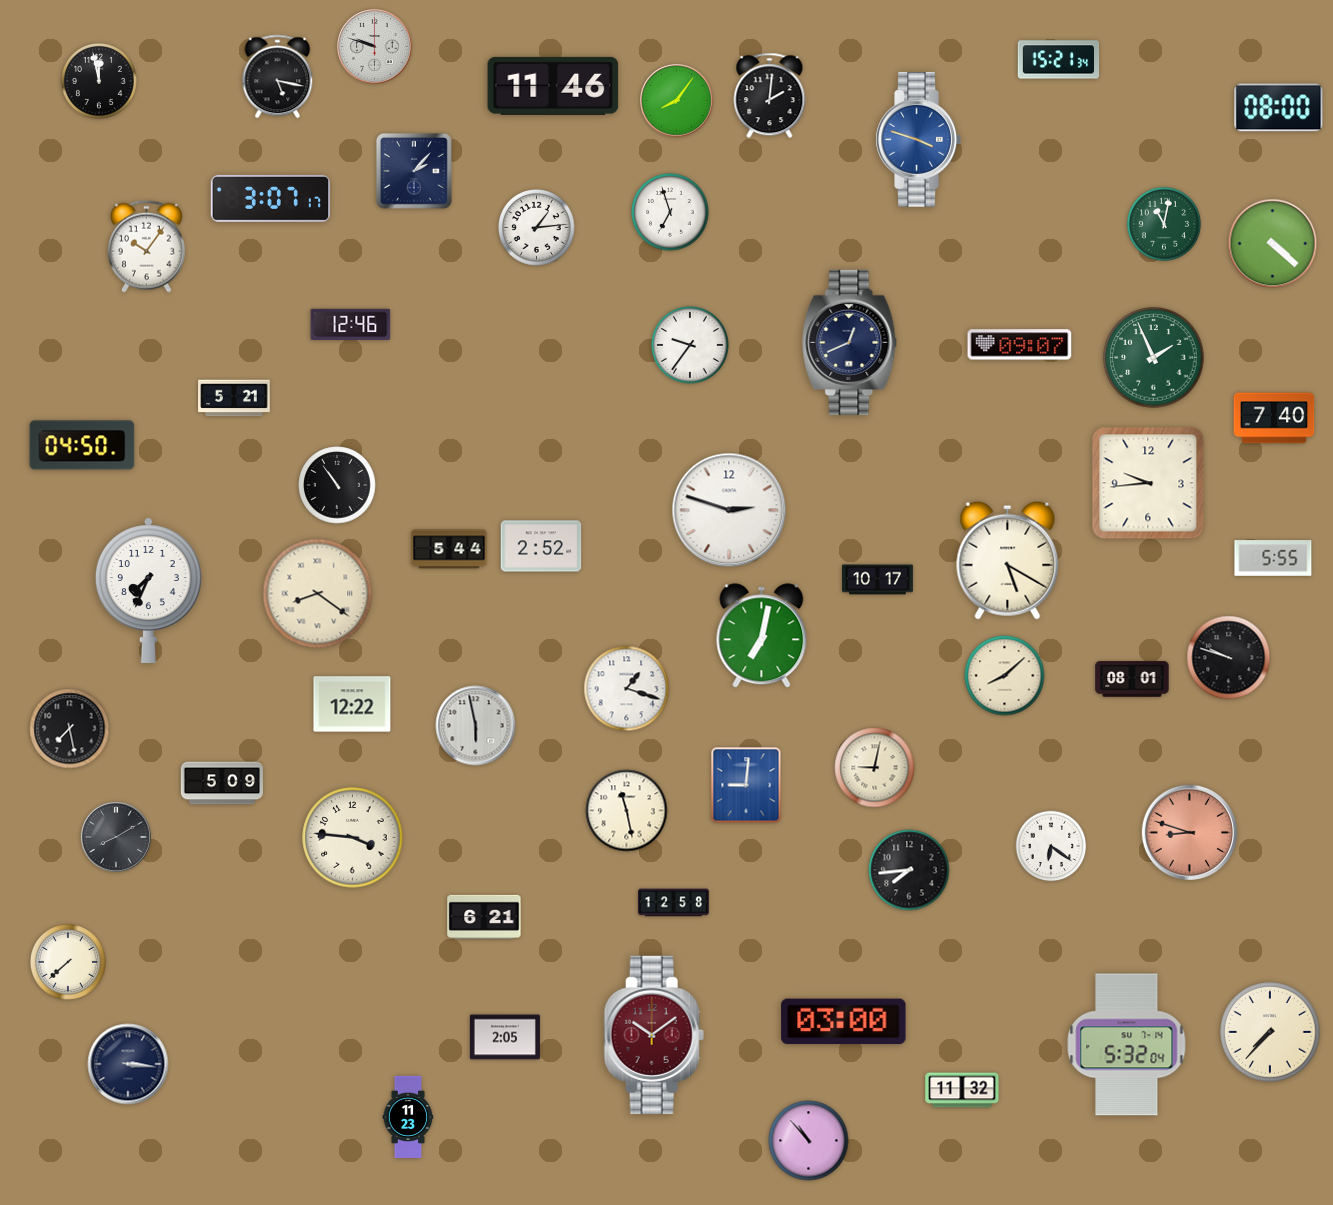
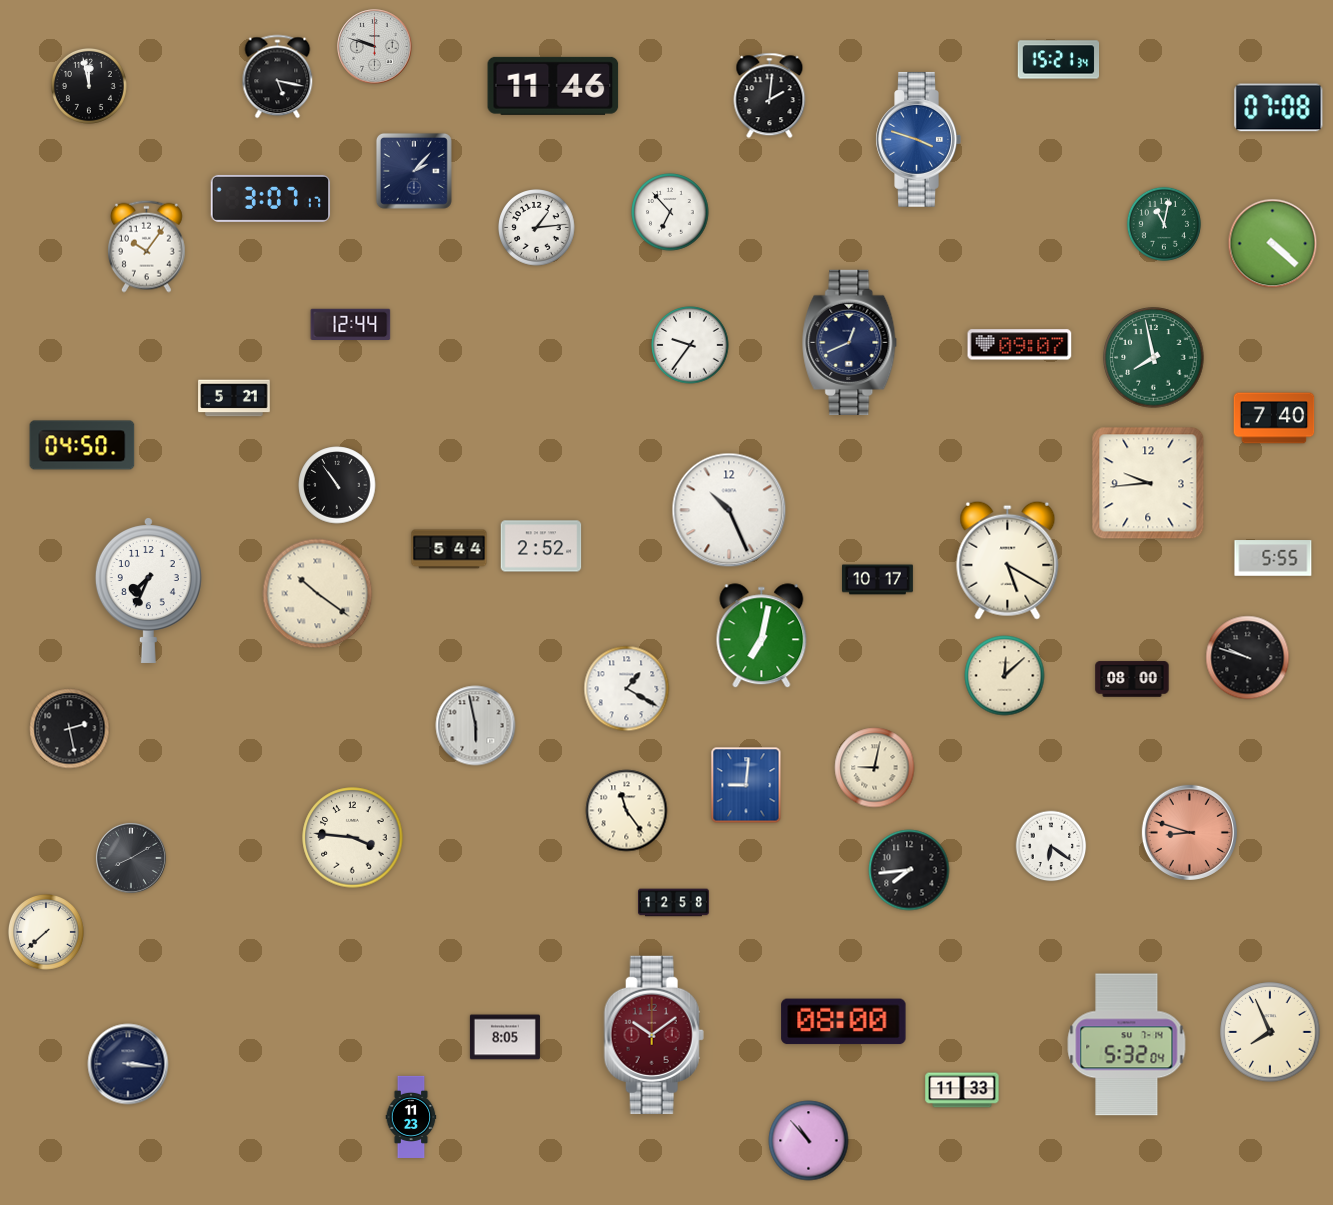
clock at (99, 81) position: (99, 81) -> (89, 86)
clock at (677, 101): 8:06 -> none
clock at (1279, 108): 08:00 -> 07:08
clock at (670, 212): 6:57 -> 6:53
clock at (351, 324): 12:46 -> 12:44
clock at (1154, 358): 1:56 -> 7:58
clock at (729, 510): 2:48 -> 10:26
clock at (318, 594): 8:21 -> 10:21
clock at (1229, 658) position: (1229, 658) -> (1248, 658)
clock at (1005, 676): 8:08 -> 12:08
clock at (1132, 679): 08:01 -> 08:00
clock at (627, 689): 1:18 -> 1:20
clock at (352, 704): 12:22 -> none
clock at (70, 729): 7:28 -> 2:28
clock at (222, 783): 5:09 -> none
clock at (627, 811): 11:28 -> 11:24
clock at (116, 837) position: (116, 837) -> (131, 858)
clock at (484, 916): 6:21 -> none
clock at (68, 962) position: (68, 962) -> (46, 932)
clock at (844, 1022): 03:00 -> 08:00
clock at (1270, 1032): 7:37 -> 7:56
clock at (505, 1037): 2:05 -> 8:05
clock at (962, 1090): 11:32 -> 11:33
clock at (408, 1116) position: (408, 1116) -> (411, 1116)
